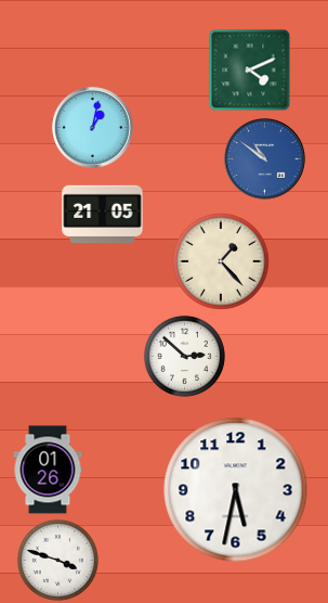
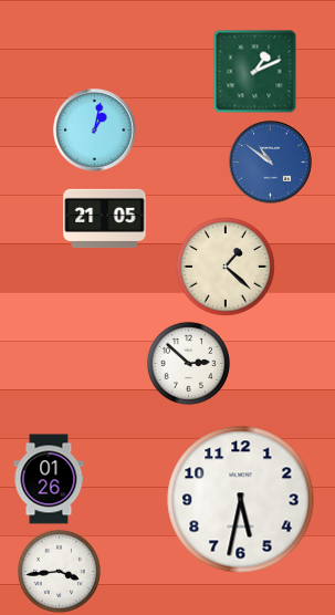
clock at (250, 70): 4:11 -> 1:11
clock at (221, 261): 1:23 -> 1:22
clock at (57, 560): 3:48 -> 3:44
